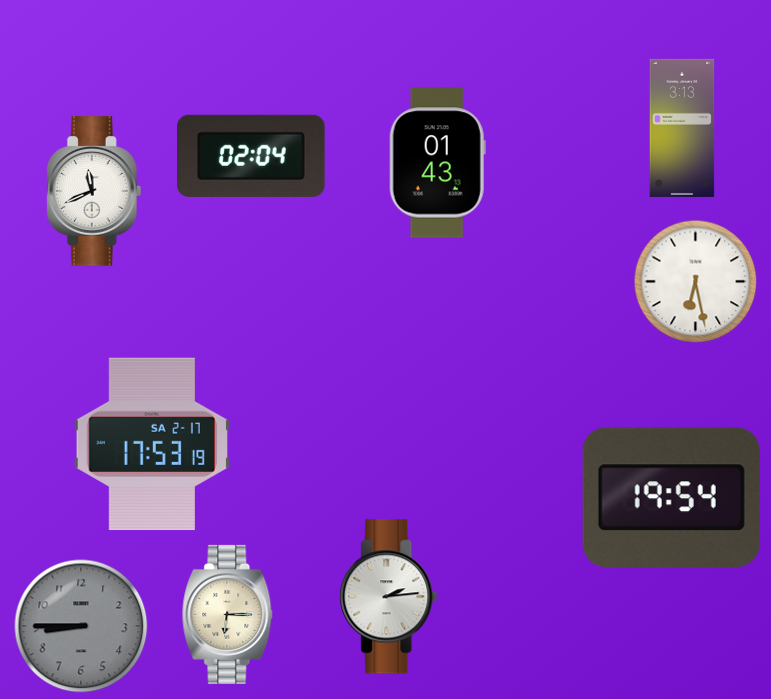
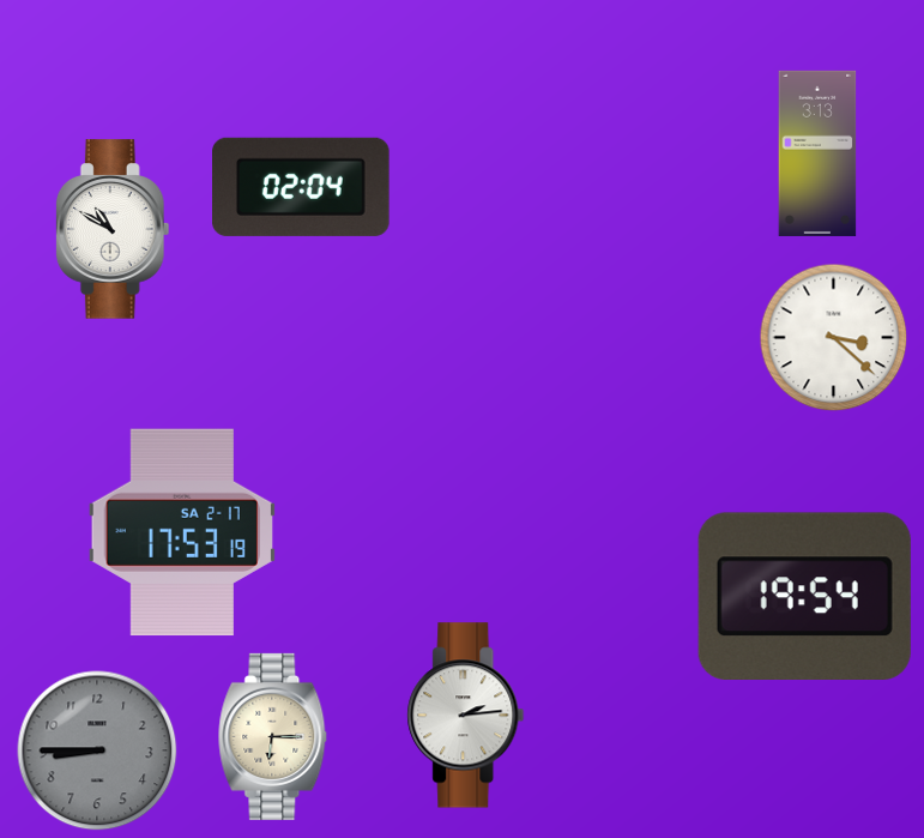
clock at (437, 163): 01:43 -> none
clock at (94, 191): 11:41 -> 10:50
clock at (696, 282): 6:28 -> 3:22
